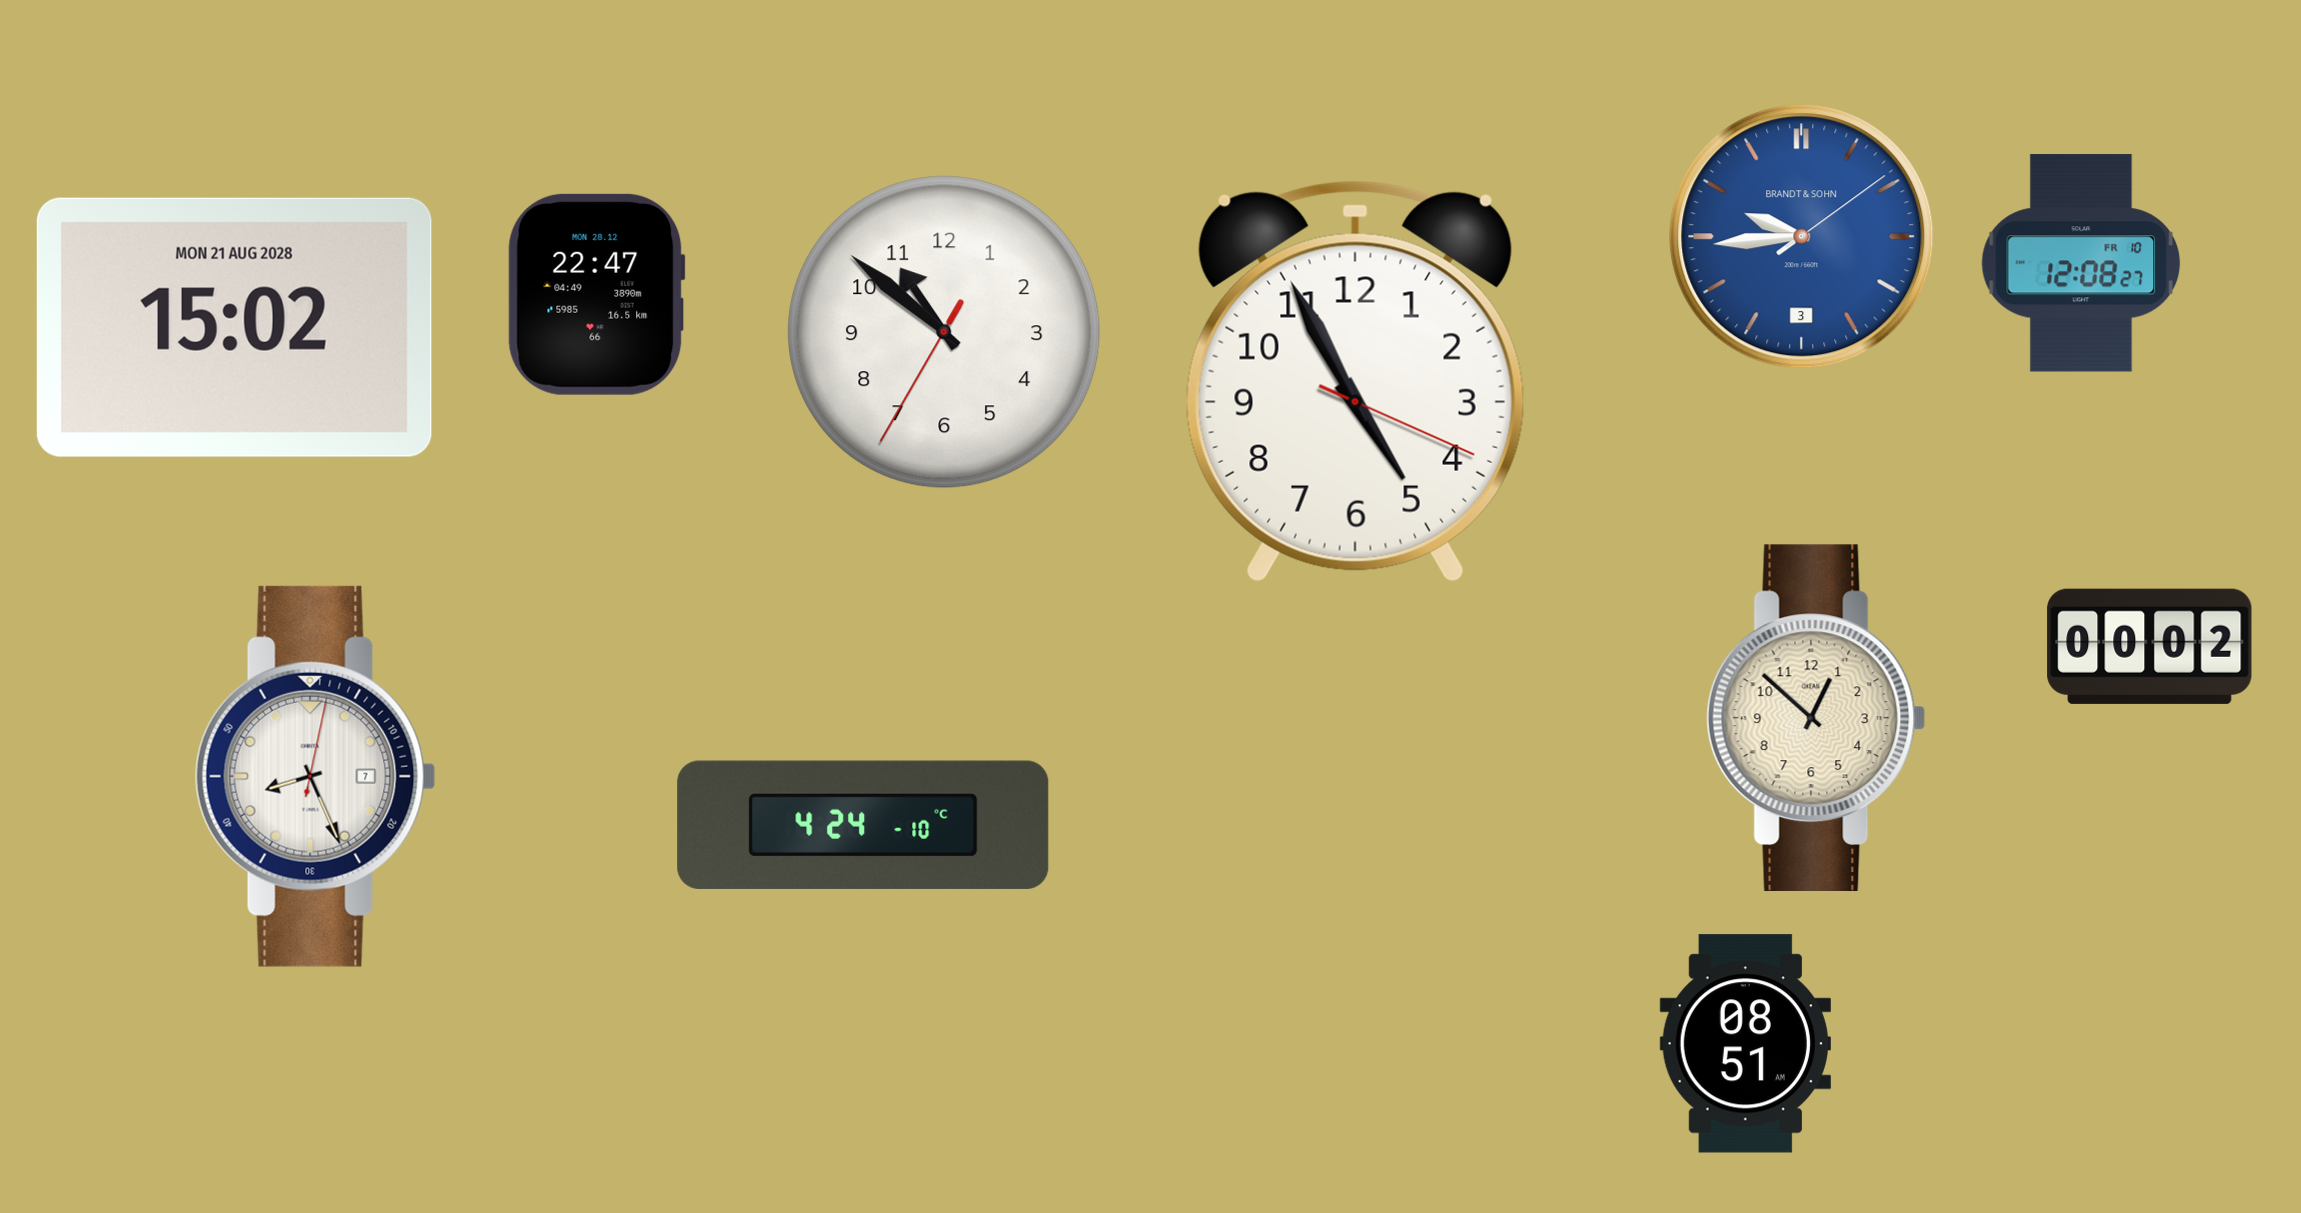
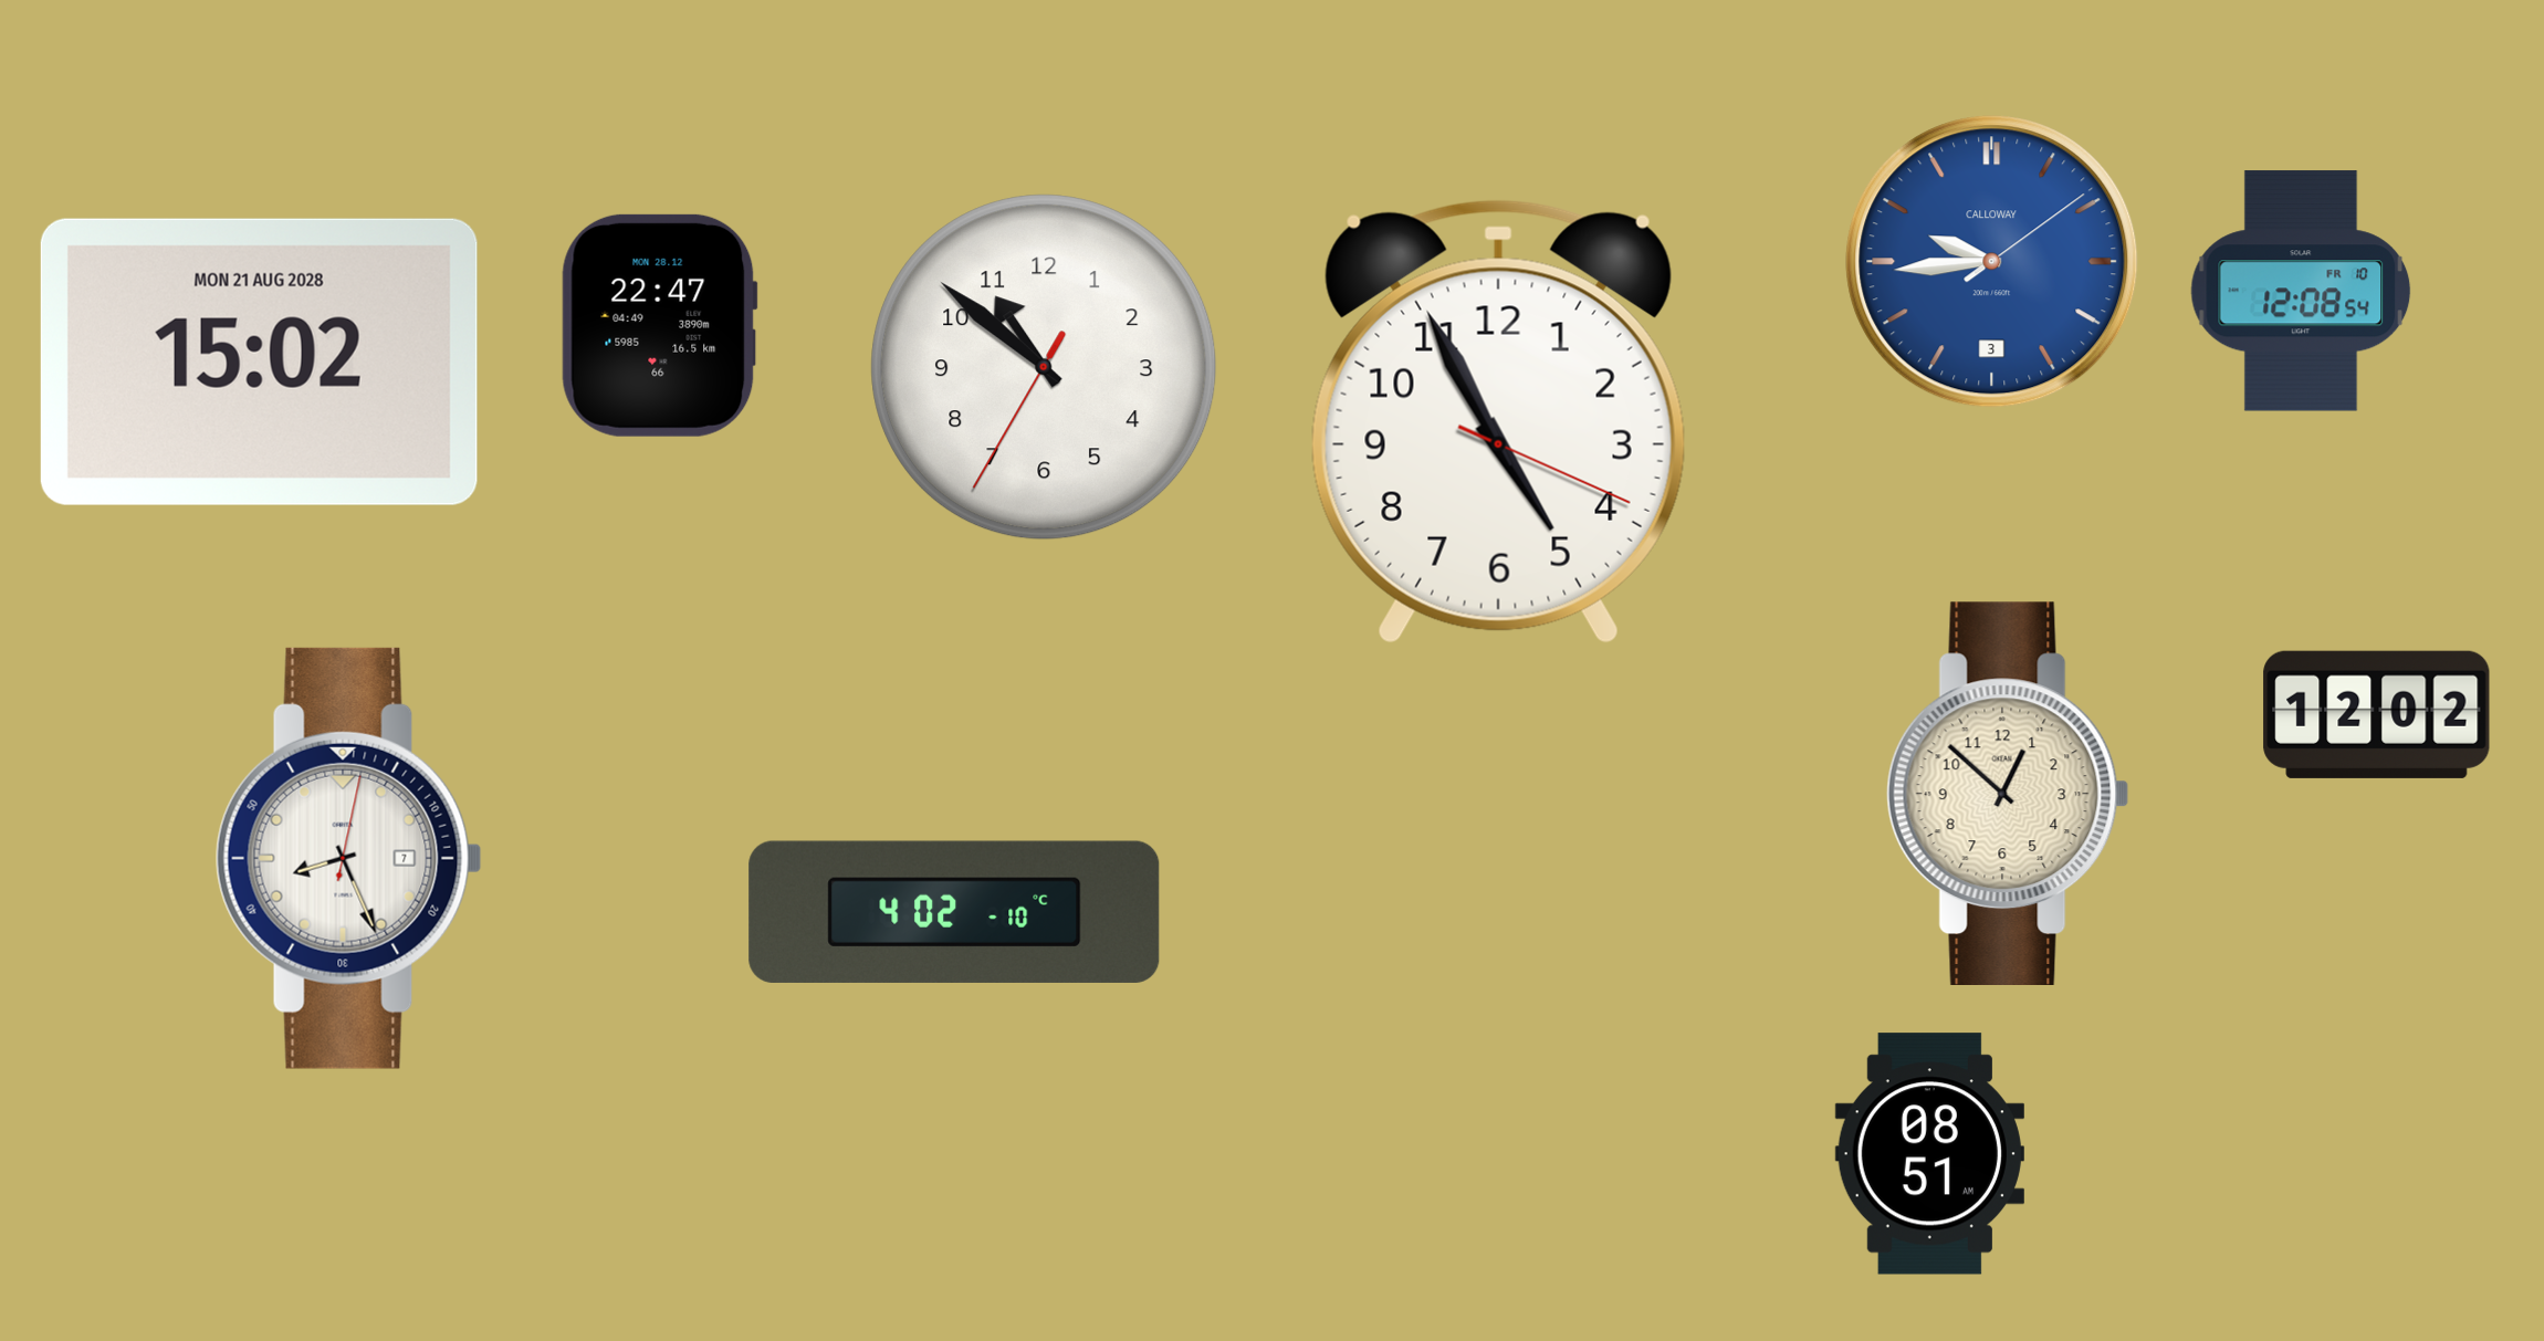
clock at (1802, 237) brand: BRANDT & SOHN -> CALLOWAY
clock at (2081, 263): 12:08:27 -> 12:08:54
clock at (2150, 646): 00:02 -> 12:02
clock at (863, 825): 4:24 -> 4:02
